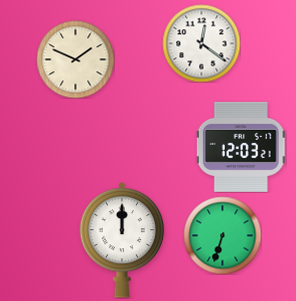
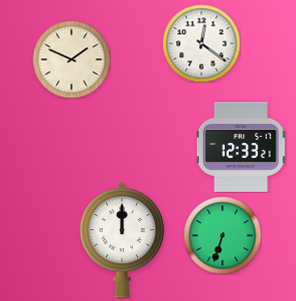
clock at (75, 59) position: (75, 59) -> (71, 59)
clock at (241, 147): 12:03 -> 12:33
